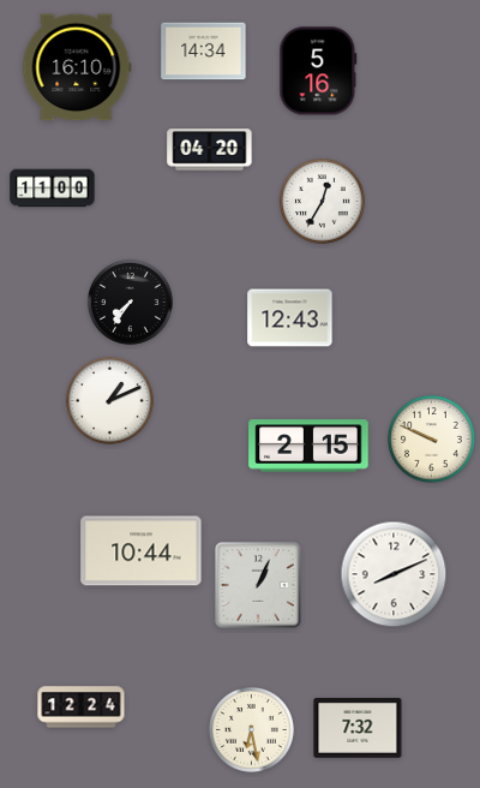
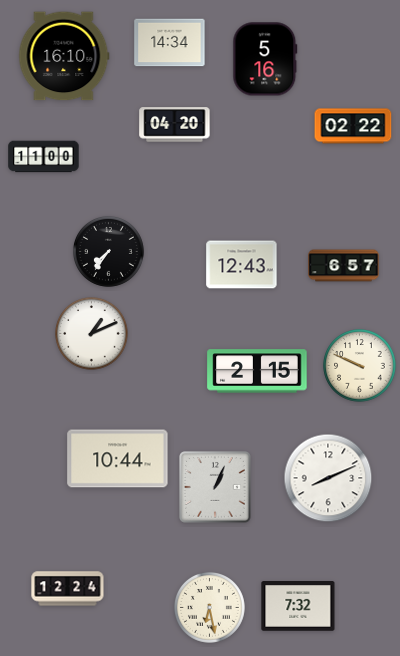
clock at (353, 126): none -> 02:22
clock at (322, 201): 12:35 -> none
clock at (344, 266): none -> 6:57
